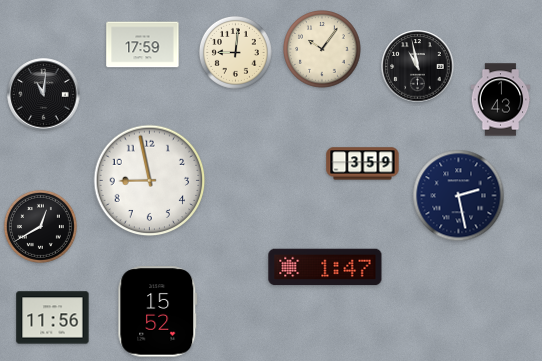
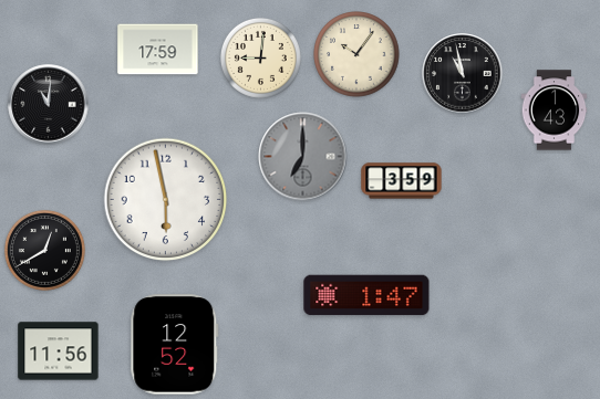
clock at (303, 157): none -> 7:00
clock at (150, 181): 8:58 -> 5:58
clock at (459, 196): 2:28 -> none
clock at (325, 267) position: (325, 267) -> (366, 295)
clock at (158, 312): 15:52 -> 12:52
